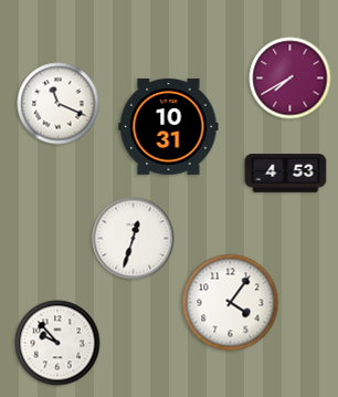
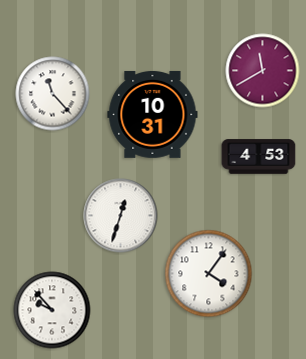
clock at (291, 79): 7:40 -> 11:40
clock at (59, 104): 11:19 -> 11:23
